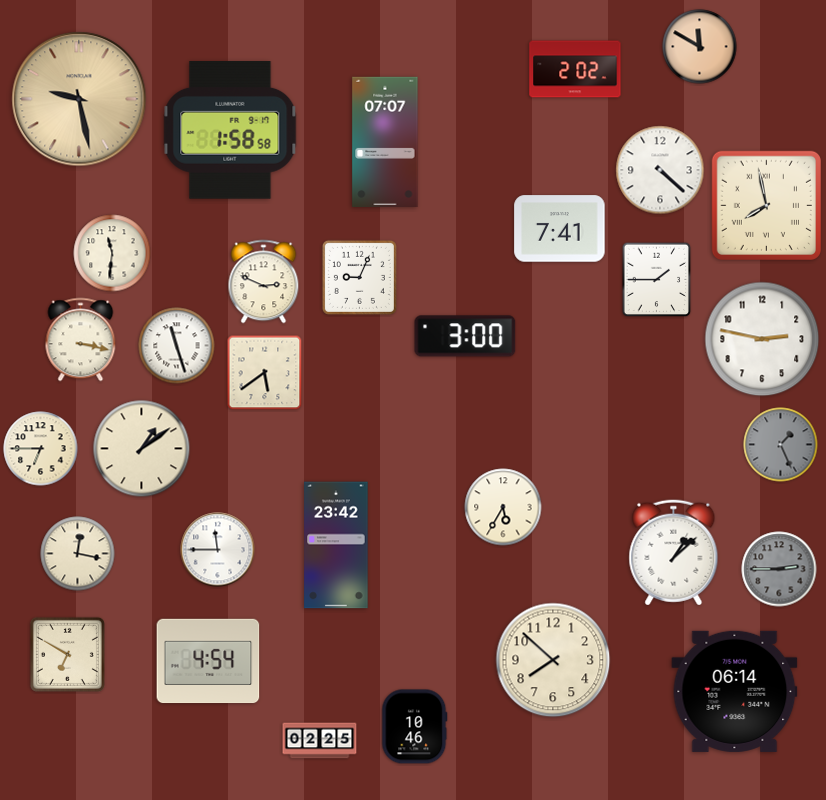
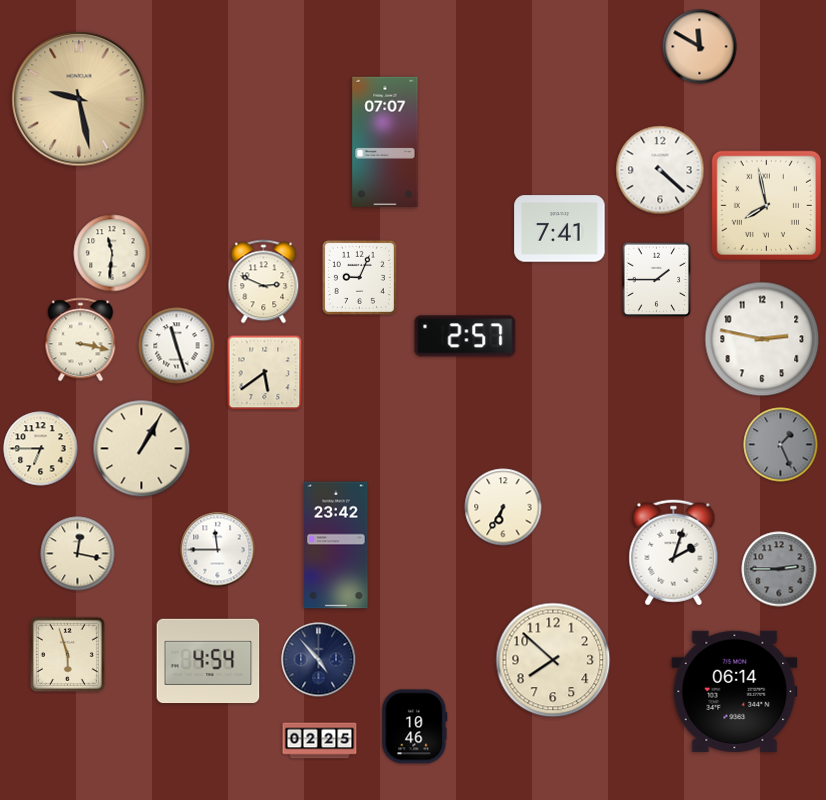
clock at (575, 69): 2:02 -> none
clock at (230, 130): 1:58 -> none
clock at (465, 336): 3:00 -> 2:57
clock at (142, 449): 1:09 -> 1:05
clock at (503, 507): 5:35 -> 6:35
clock at (674, 553): 1:08 -> 2:03
clock at (67, 654): 6:50 -> 5:57
clock at (319, 660): none -> 4:53
